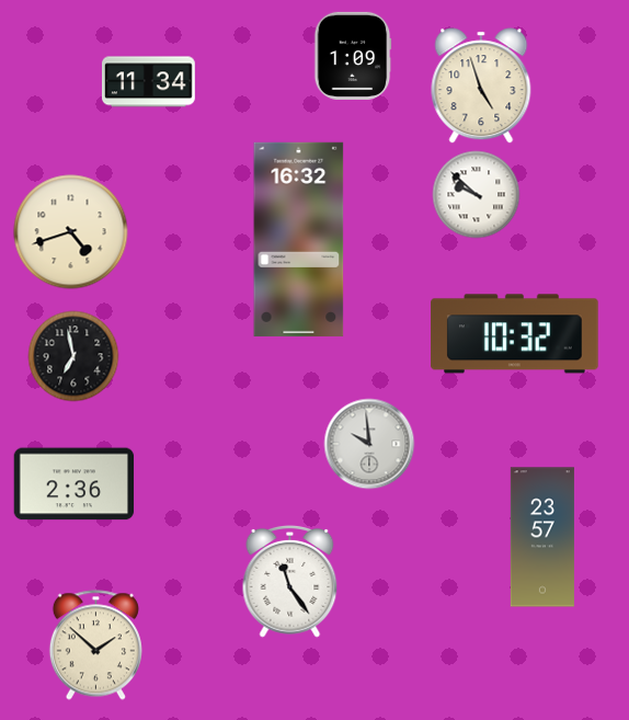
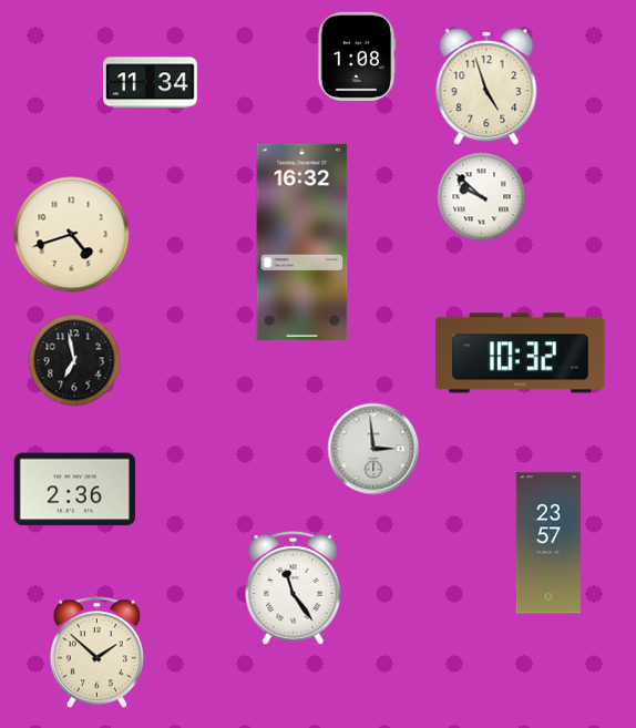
clock at (353, 56): 1:09 -> 1:08
clock at (515, 334) position: (515, 334) -> (521, 353)
clock at (369, 444): 9:59 -> 2:59
